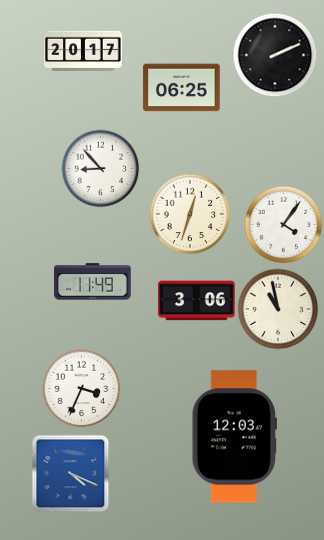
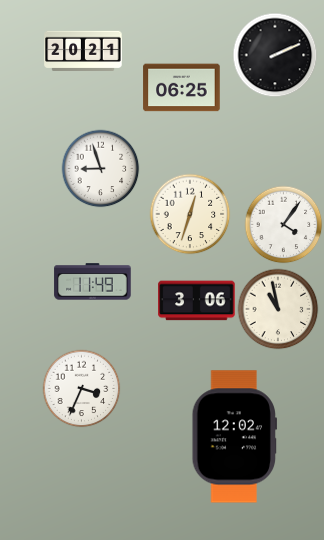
clock at (83, 51): 20:17 -> 20:21
clock at (100, 168): 8:53 -> 8:57
clock at (234, 437): 12:03 -> 12:02
clock at (70, 473): 4:19 -> none
